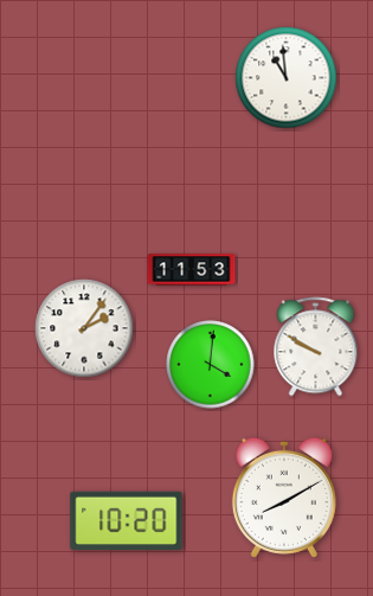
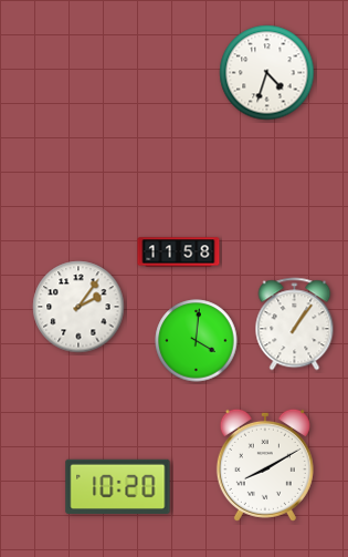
clock at (287, 78): 10:59 -> 4:33
clock at (192, 270): 11:53 -> 11:58
clock at (316, 347): 9:50 -> 1:06
